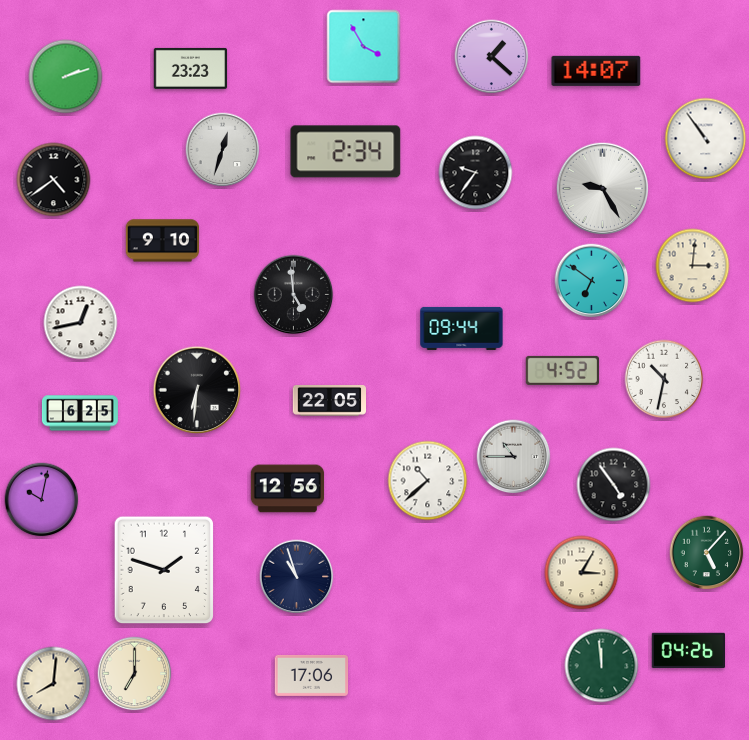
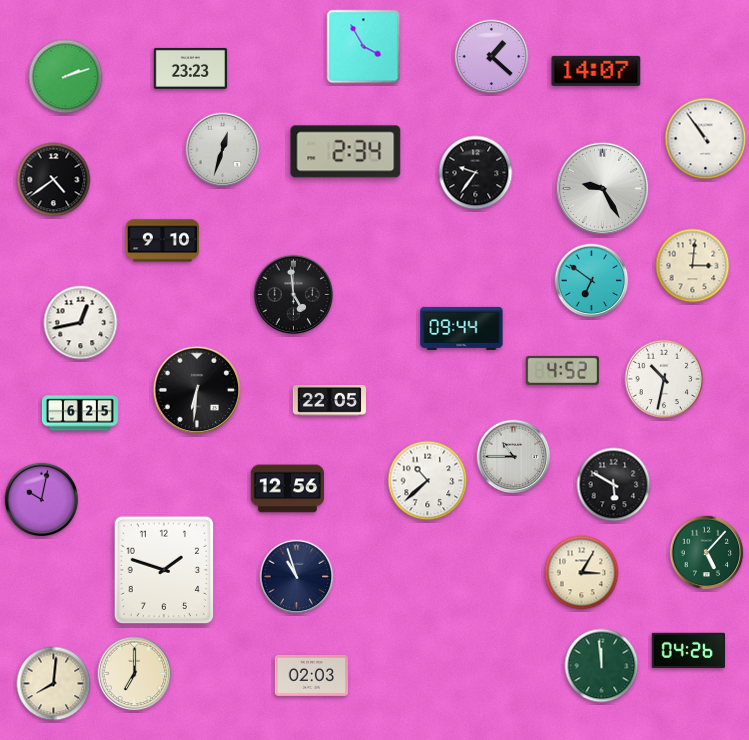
clock at (614, 485): 4:54 -> 5:50
clock at (312, 675): 17:06 -> 02:03
